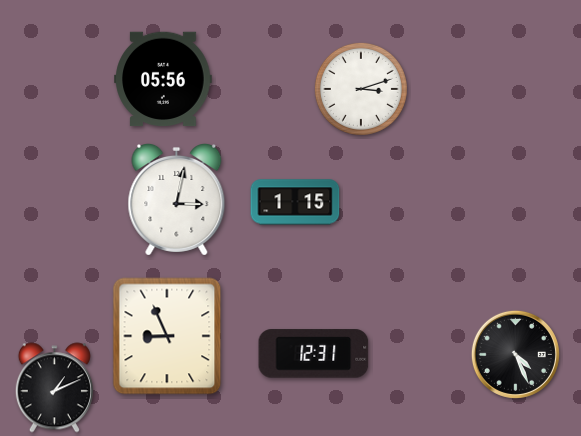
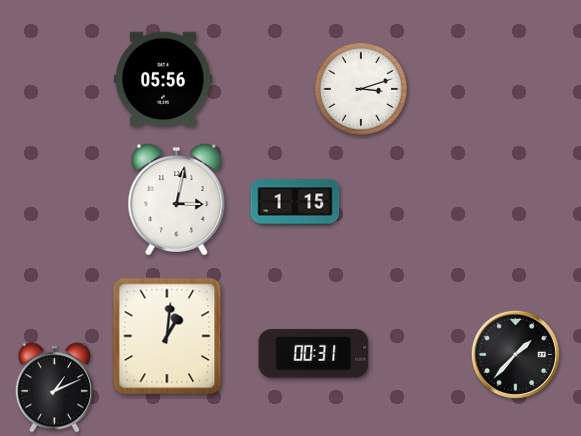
clock at (167, 336): 8:56 -> 1:01
clock at (314, 354): 12:31 -> 00:31
clock at (515, 354): 4:26 -> 1:37
